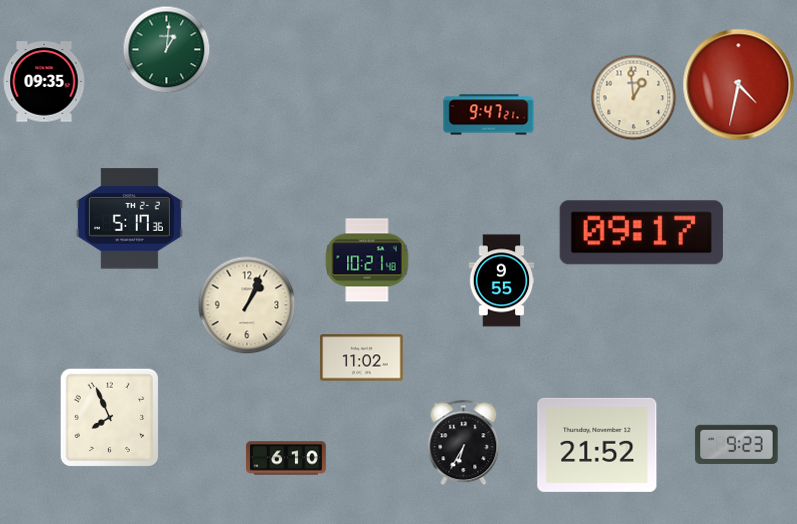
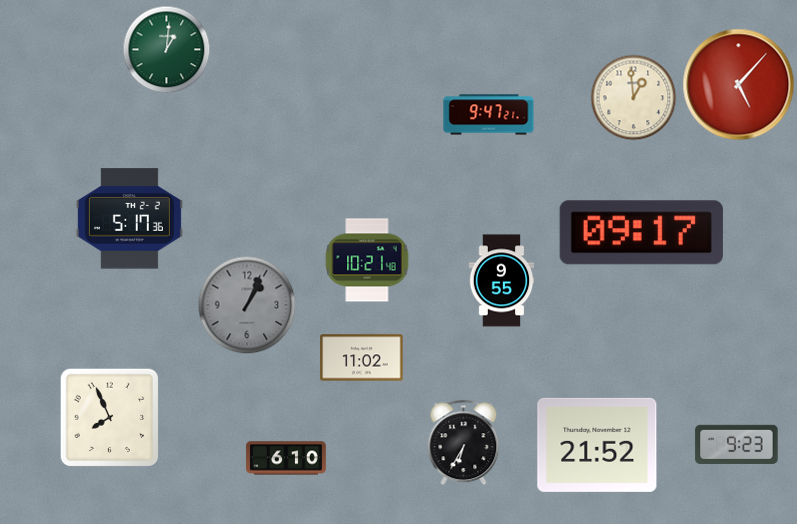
clock at (44, 82): 09:35 -> none
clock at (739, 85): 4:32 -> 5:07
clock at (247, 305) dial: cream -> grey
